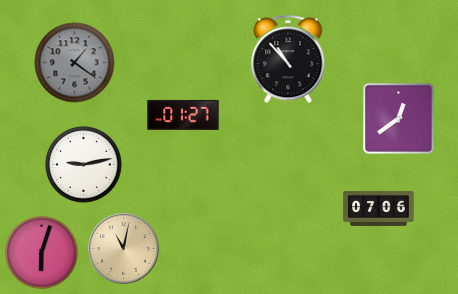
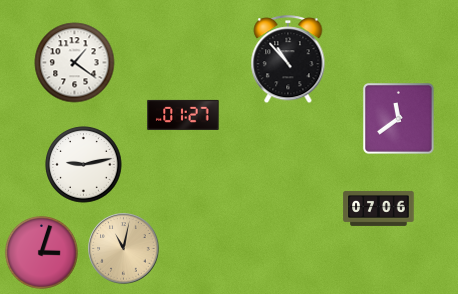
clock at (75, 63) dial: grey -> white
clock at (399, 119): 12:39 -> 11:39
clock at (41, 252): 6:03 -> 3:03
